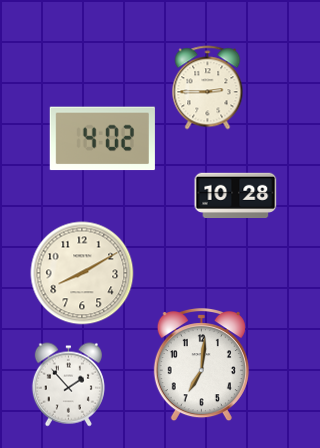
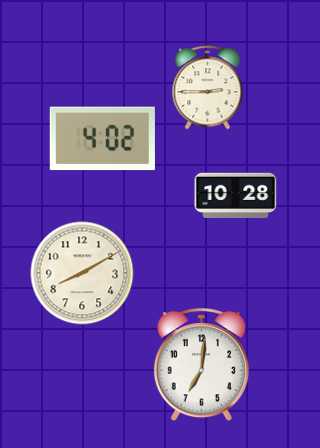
clock at (68, 385): 1:53 -> none
